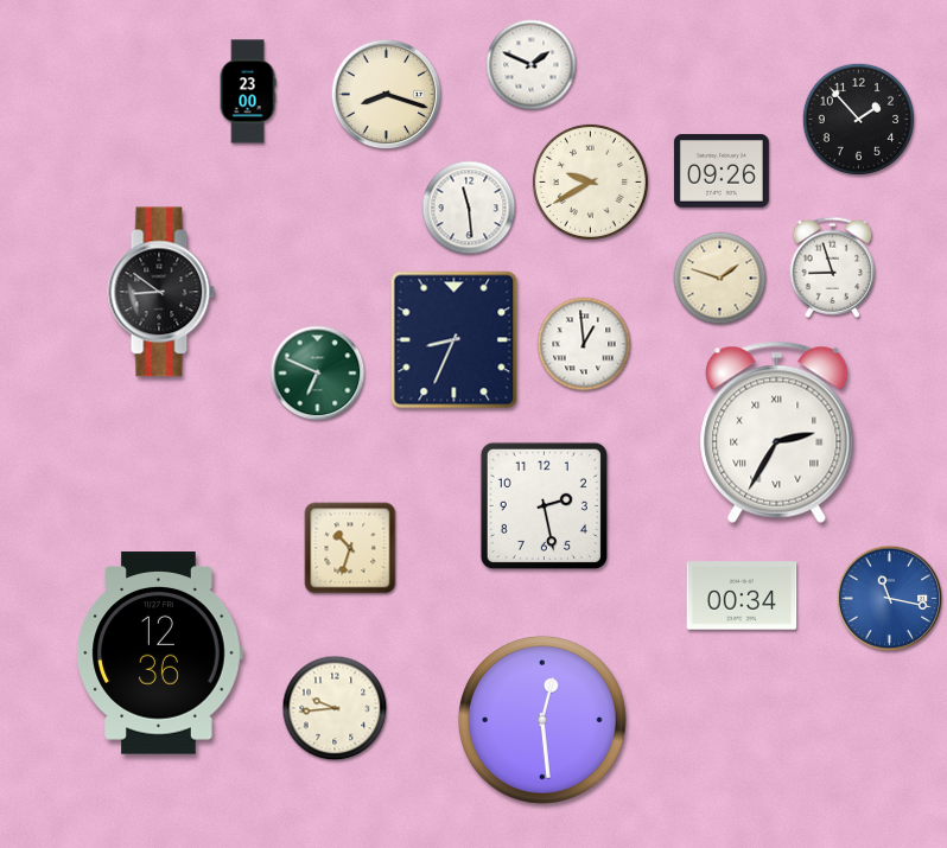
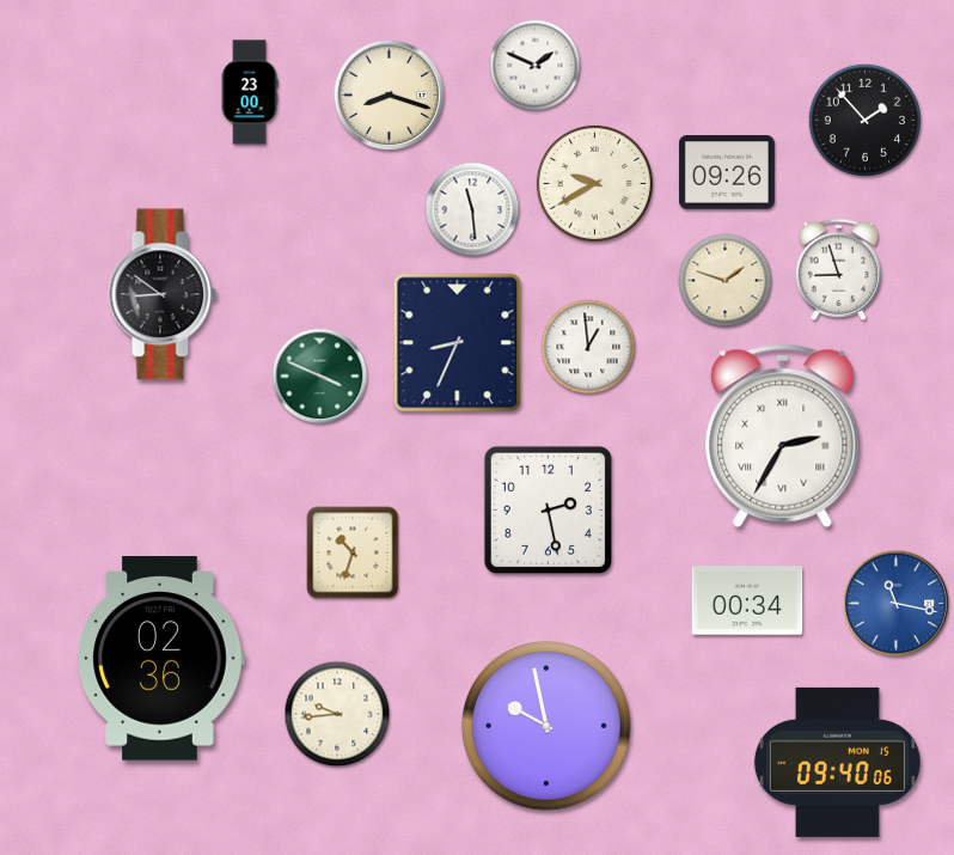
clock at (318, 374): 6:49 -> 3:49
clock at (159, 653): 12:36 -> 02:36
clock at (542, 720): 12:29 -> 9:58
clock at (837, 762): none -> 09:40
